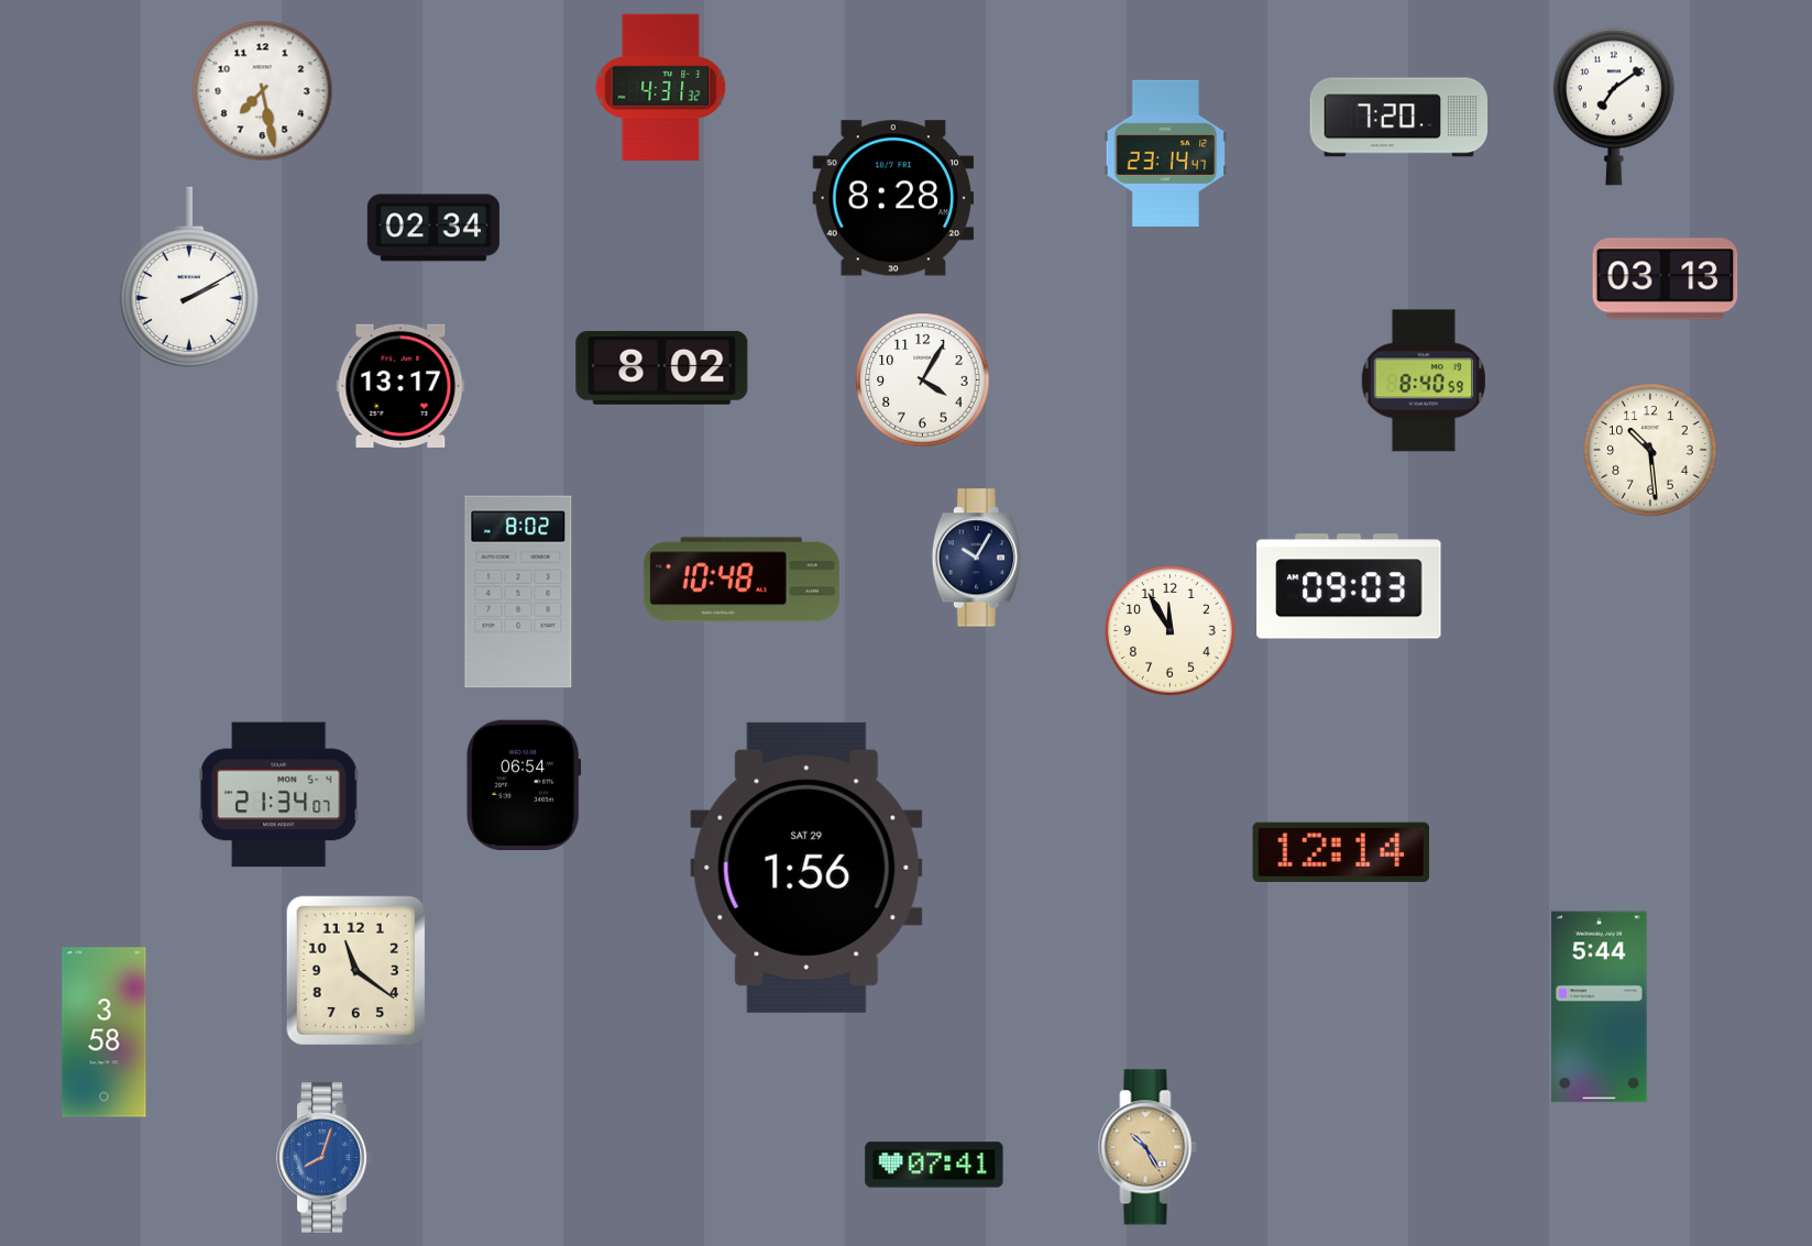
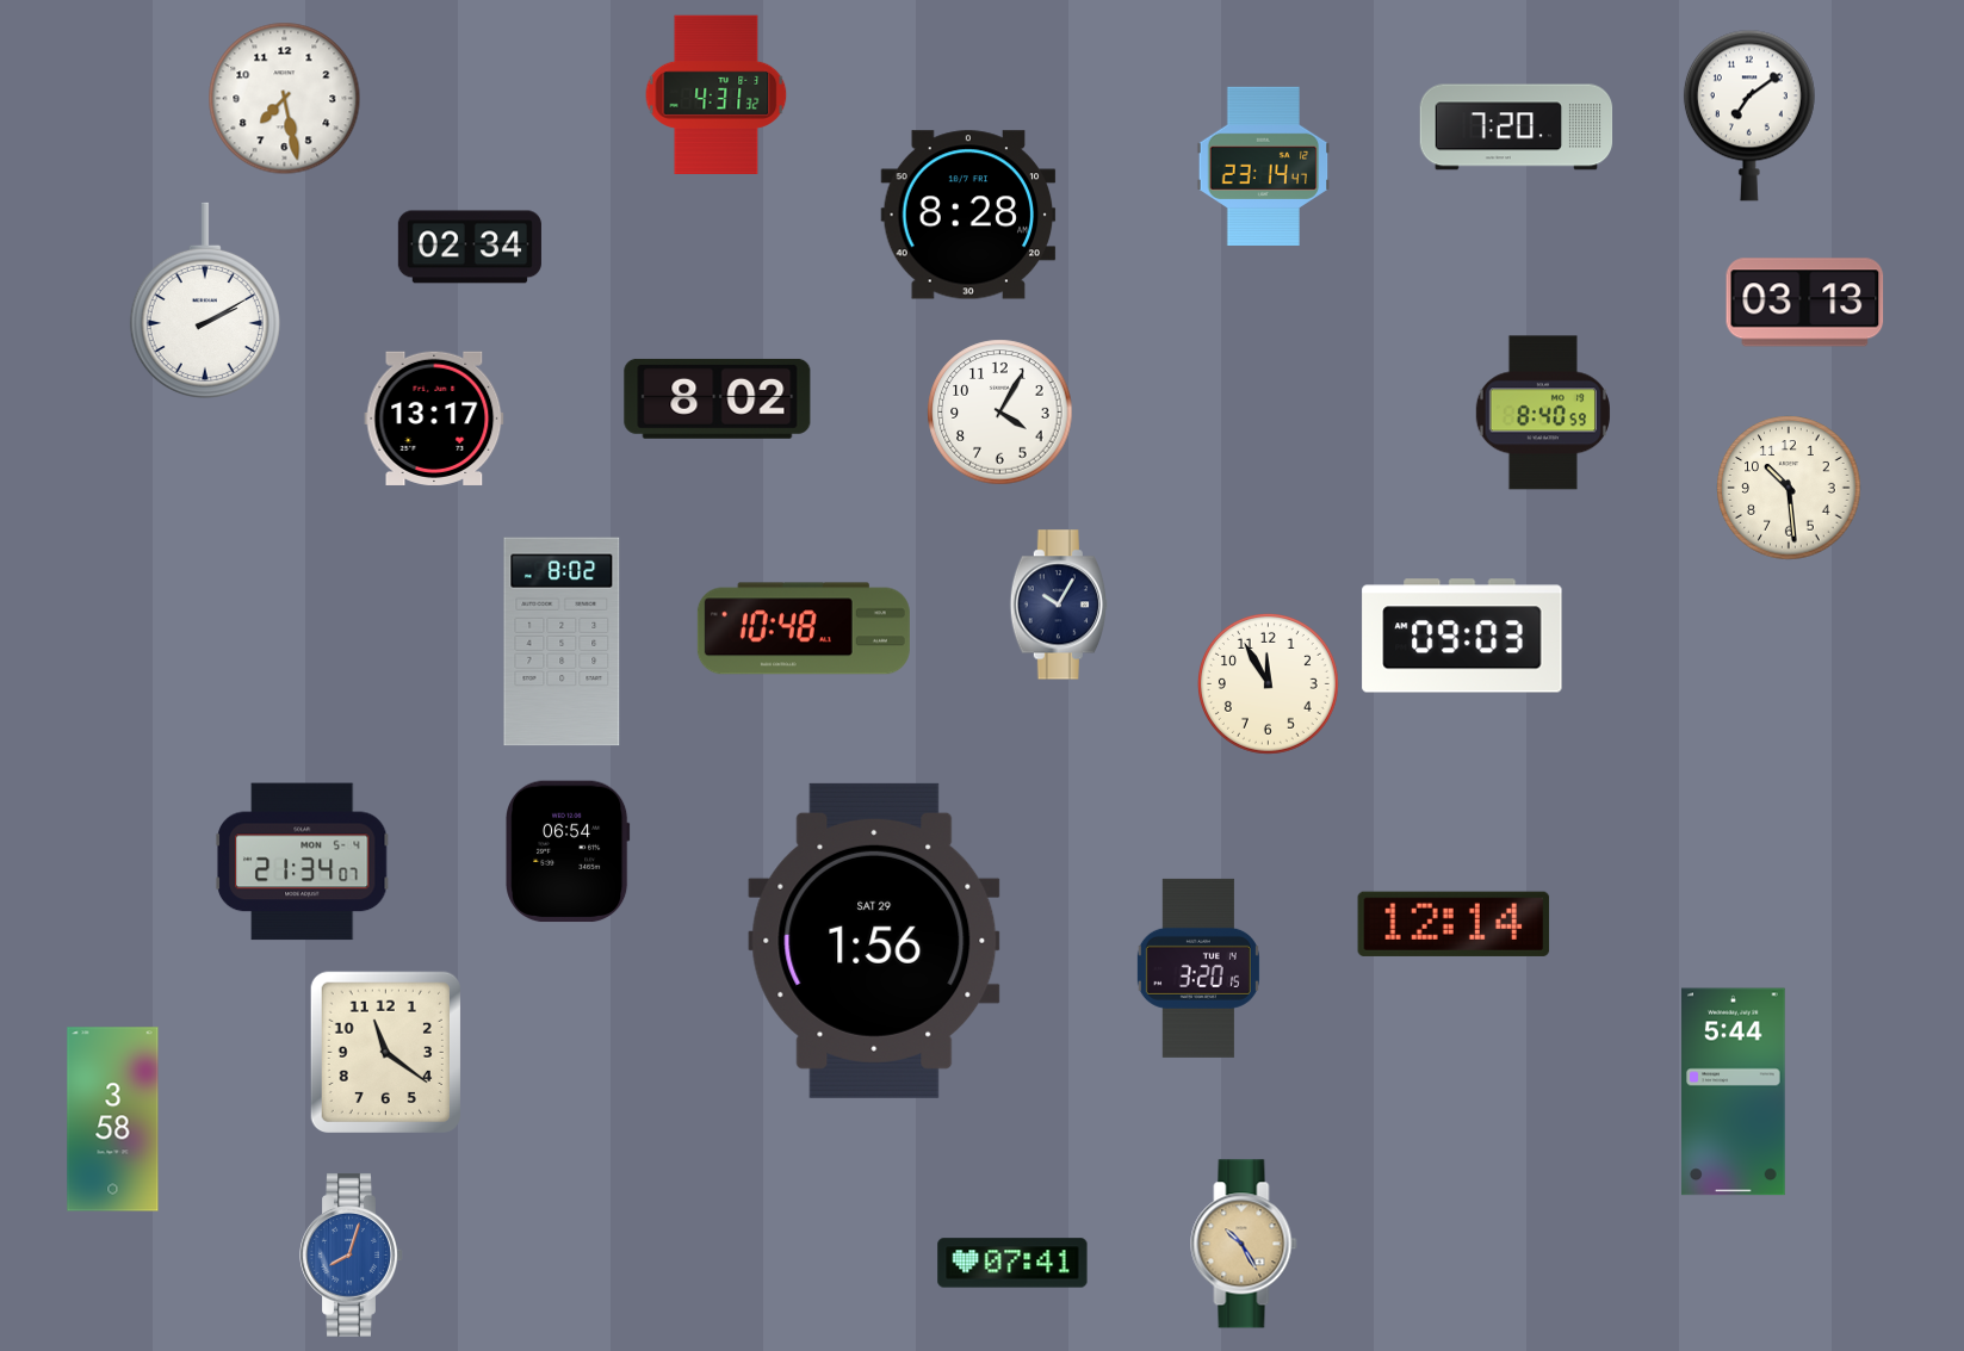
clock at (1198, 968): none -> 3:20
